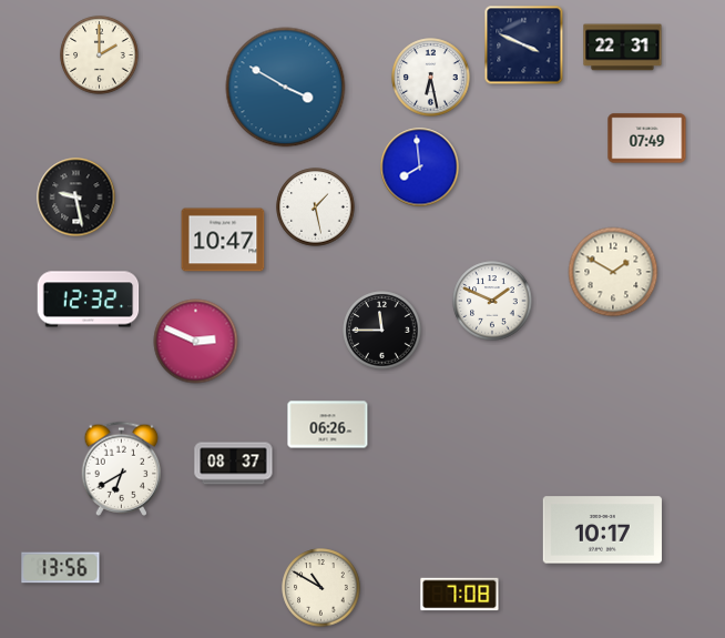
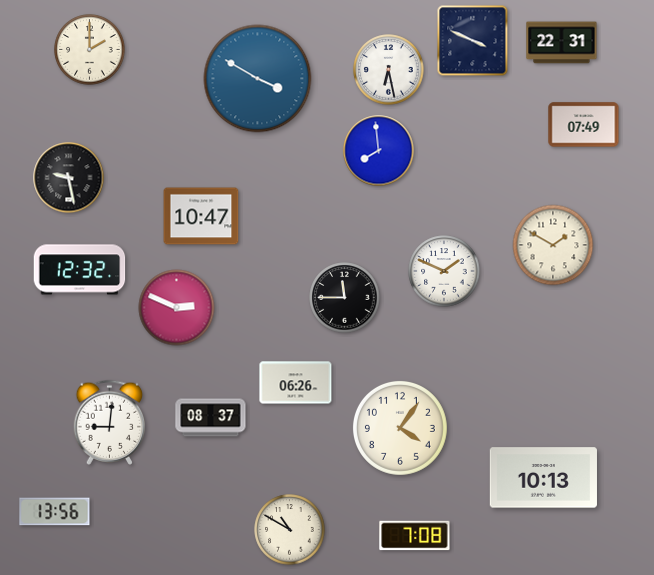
clock at (316, 207): 1:28 -> none
clock at (122, 468): 6:40 -> 9:01
clock at (400, 428): none -> 4:06
clock at (602, 530): 10:17 -> 10:13
